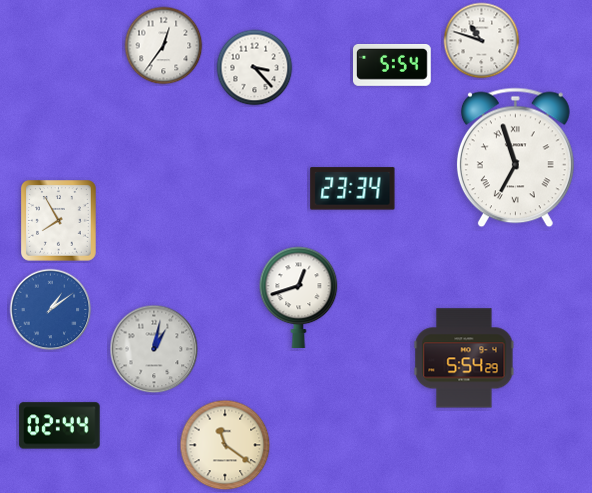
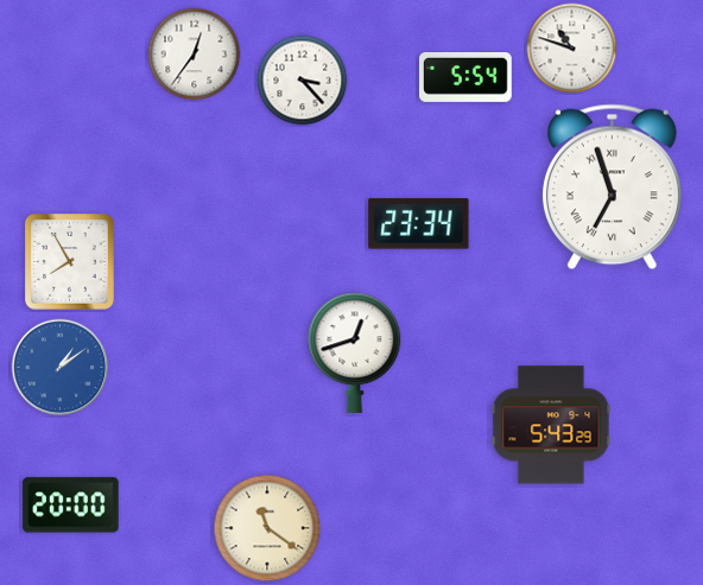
clock at (154, 349): 1:02 -> none
clock at (464, 358): 5:54 -> 5:43
clock at (60, 426): 02:44 -> 20:00
